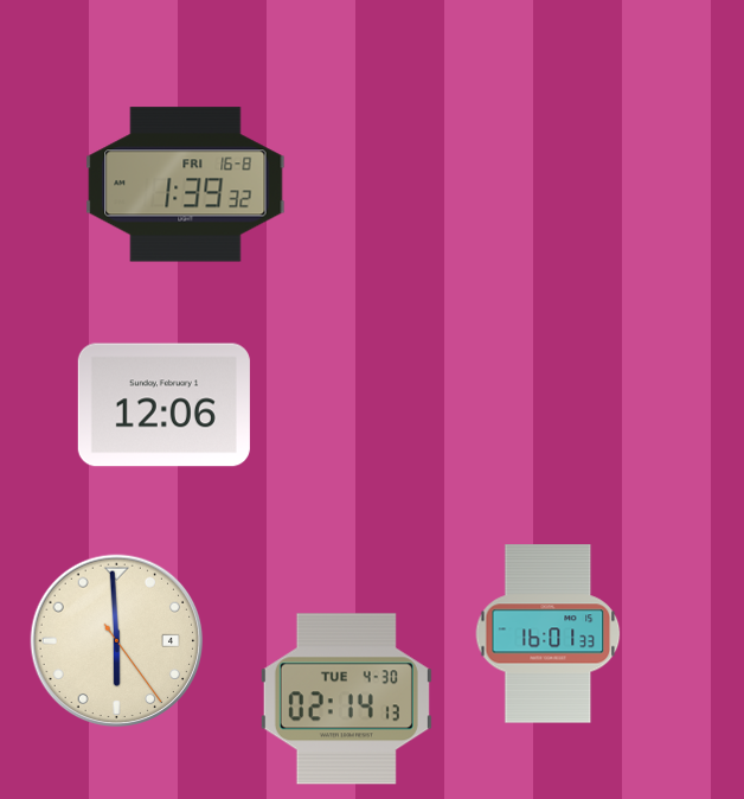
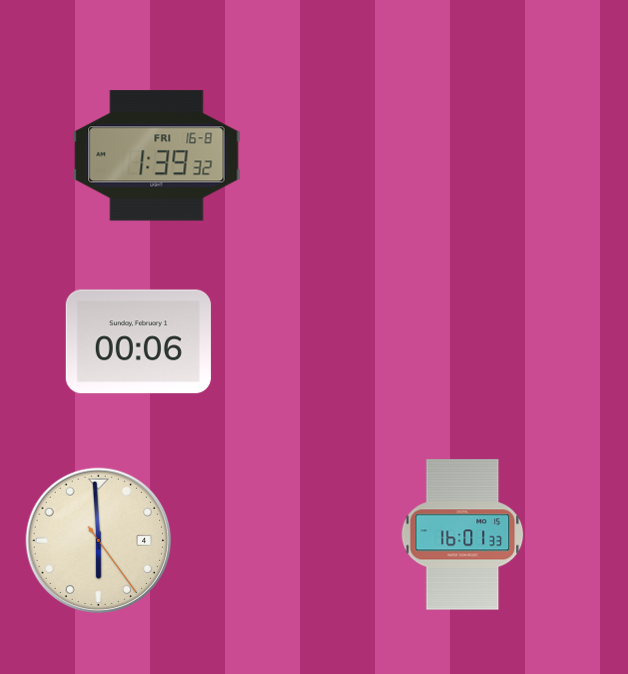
clock at (163, 405): 12:06 -> 00:06
clock at (346, 699): 02:14 -> none
